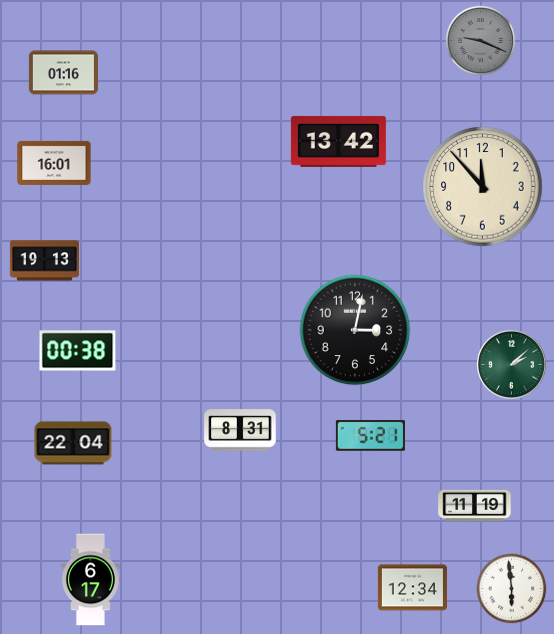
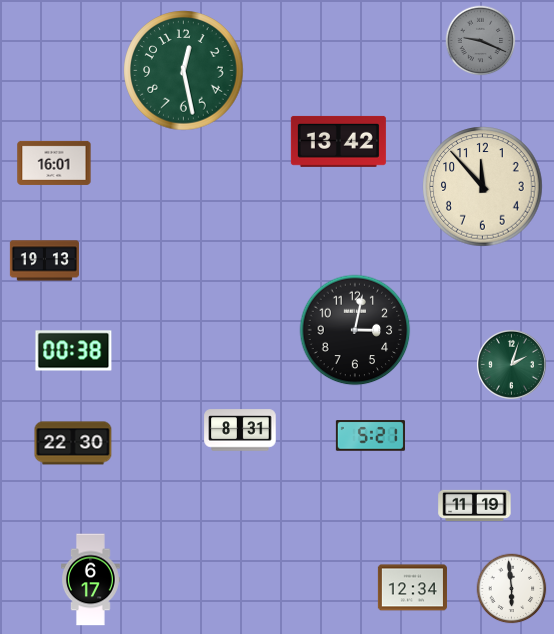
clock at (184, 71): none -> 12:28
clock at (63, 73): 01:16 -> none
clock at (78, 351) position: (78, 351) -> (74, 351)
clock at (511, 364): 2:08 -> 2:03
clock at (73, 443): 22:04 -> 22:30
